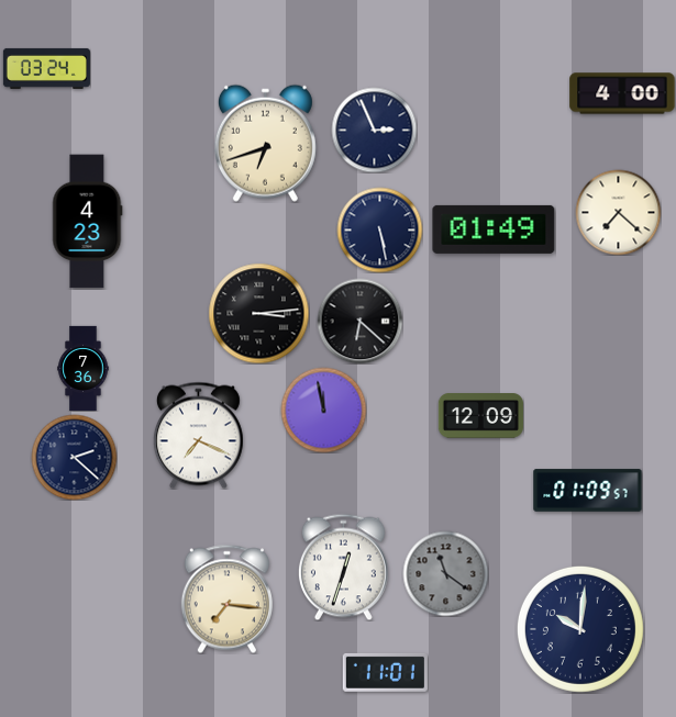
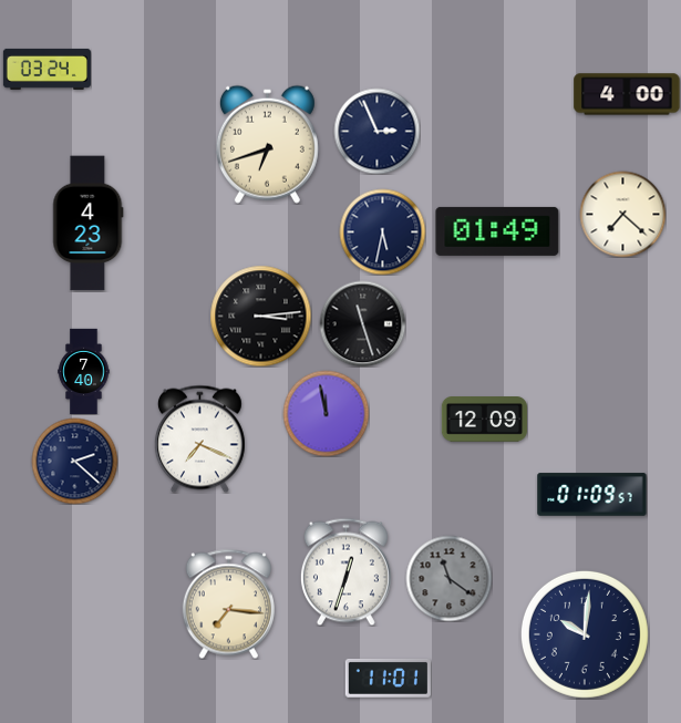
clock at (379, 229): 5:28 -> 5:32
clock at (359, 321): 6:22 -> 11:27
clock at (84, 368): 7:36 -> 7:40
